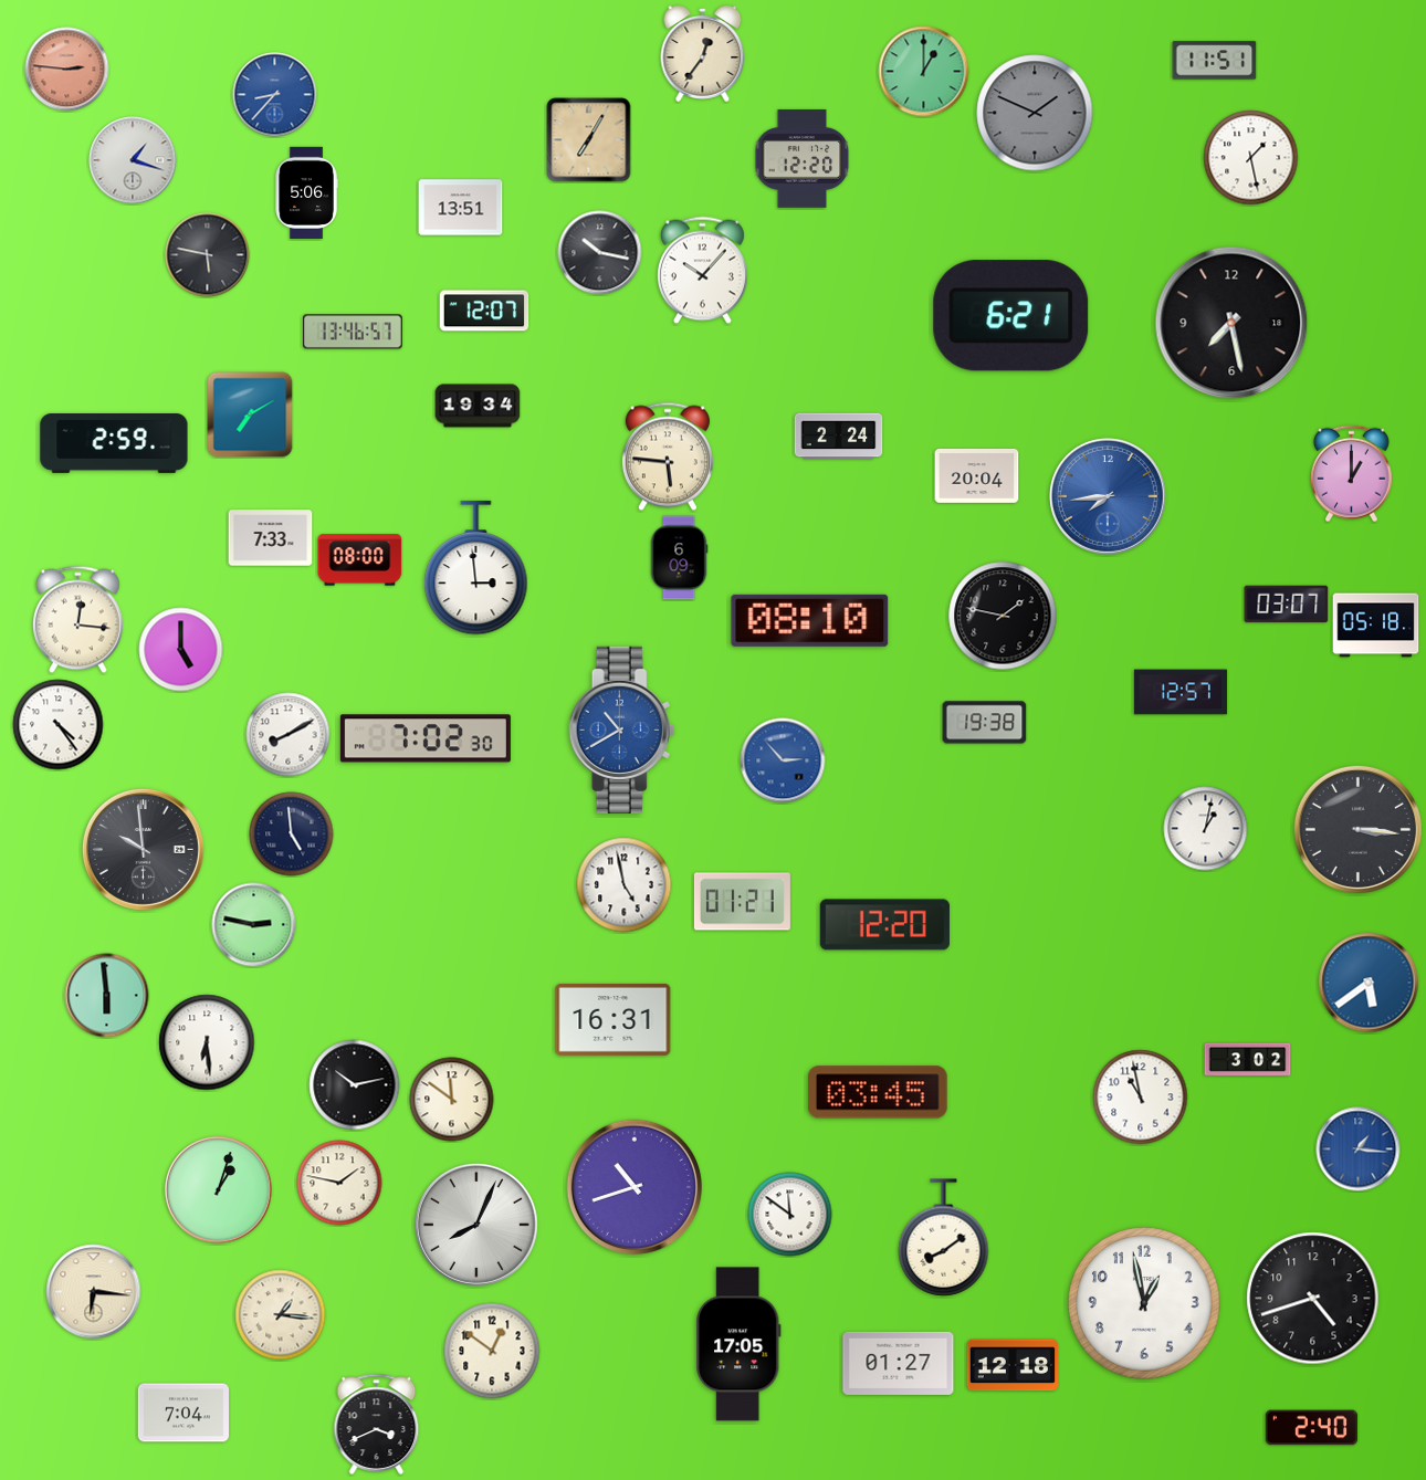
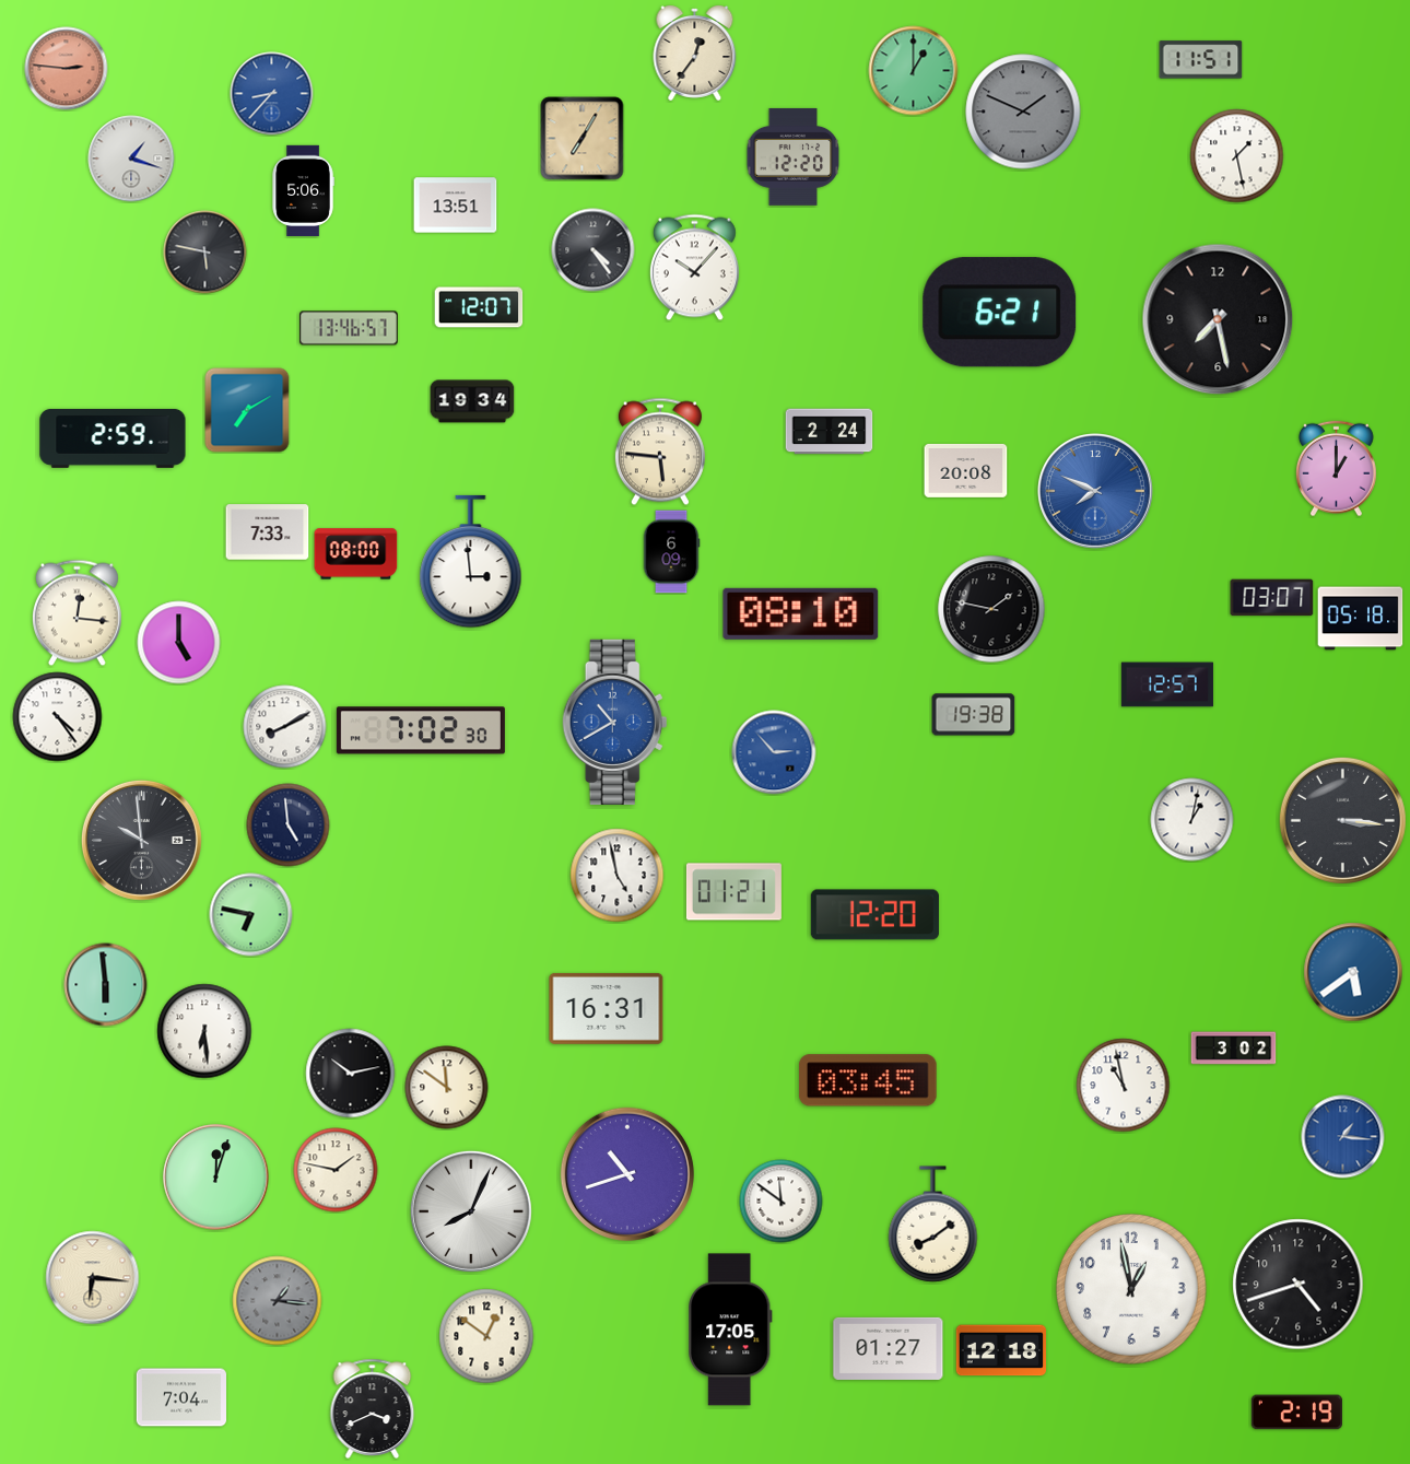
clock at (600, 253): 10:17 -> 4:24
clock at (977, 475): 20:04 -> 20:08
clock at (1109, 497): 7:44 -> 7:49
clock at (254, 925): 2:47 -> 6:47
clock at (1141, 1098) position: (1141, 1098) -> (1124, 1086)
clock at (219, 1190): 1:03 -> 12:03
clock at (281, 1315) dial: cream -> grey
clock at (1311, 1428): 2:40 -> 2:19
